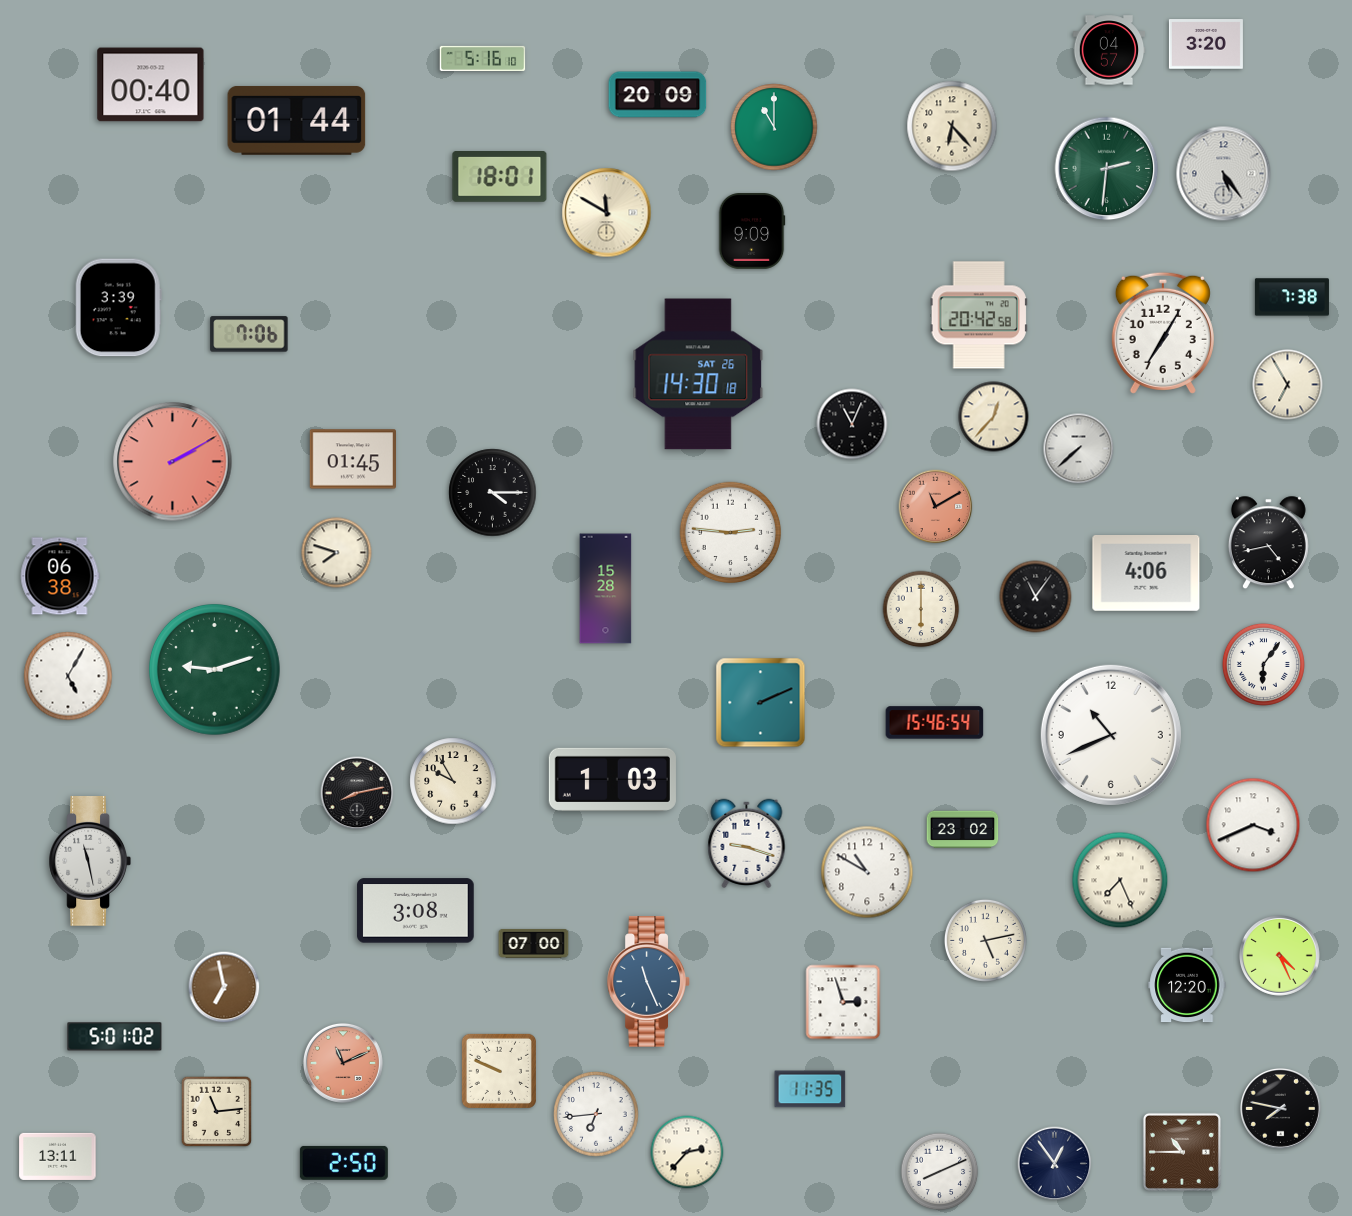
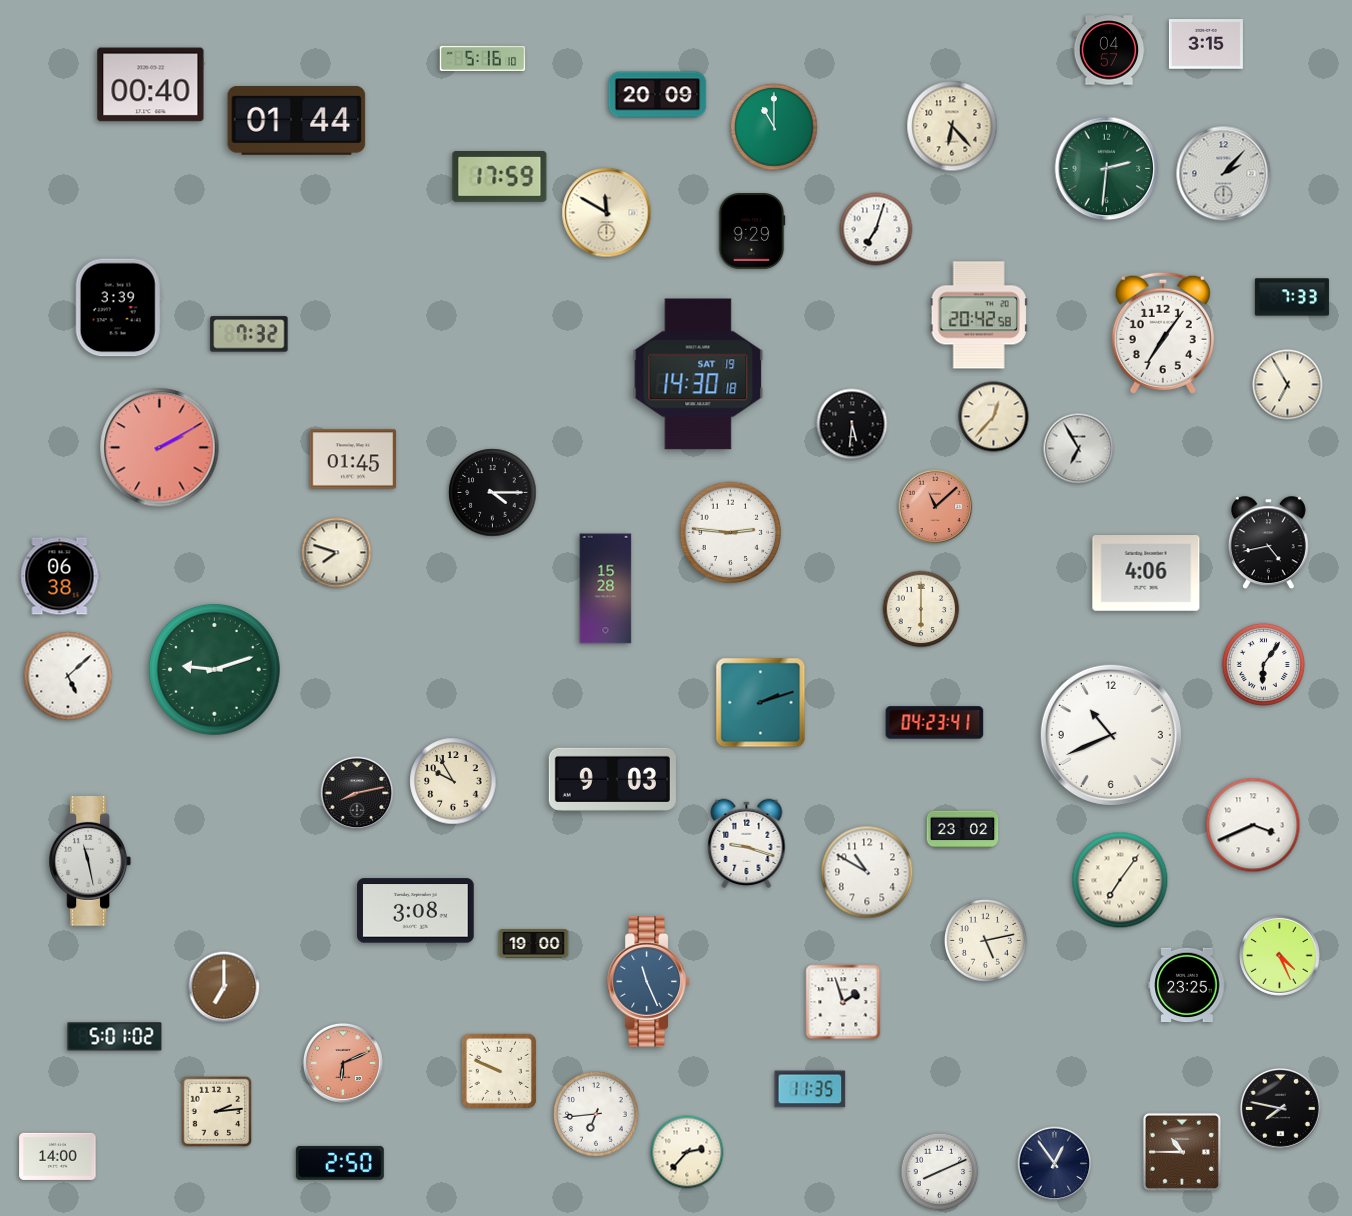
clock at (1206, 44): 3:20 -> 3:15
clock at (1224, 174): 5:24 -> 2:07
clock at (500, 177): 18:01 -> 17:59
clock at (876, 229): none -> 7:03
clock at (752, 231): 9:09 -> 9:29
clock at (1292, 297): 7:38 -> 7:33
clock at (1163, 333): 7:05 -> 7:06
clock at (249, 334): 7:06 -> 7:32
clock at (698, 374) date: SAT 26 -> SAT 19
clock at (852, 424): 11:04 -> 5:31
clock at (1079, 449): 7:38 -> 6:55
clock at (173, 462) position: (173, 462) -> (160, 448)
clock at (936, 507): 11:10 -> 11:08
clock at (1036, 597): 11:06 -> none
clock at (68, 676): 5:05 -> 5:08
clock at (761, 703): 2:11 -> 2:12
clock at (935, 723): 15:46 -> 04:23
clock at (612, 779): 1:03 -> 9:03
clock at (1120, 880): 7:26 -> 7:06
clock at (534, 943): 07:00 -> 19:00
clock at (1187, 985): 12:20 -> 23:25
clock at (224, 987): 6:58 -> 7:00
clock at (843, 1002): 2:57 -> 1:57
clock at (343, 1063): 11:11 -> 6:11
clock at (217, 1112): 11:14 -> 2:14
clock at (58, 1156): 13:11 -> 14:00
clock at (344, 1163) position: (344, 1163) -> (340, 1163)
